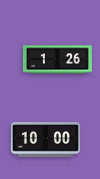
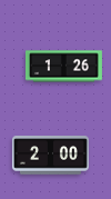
clock at (45, 140): 10:00 -> 2:00
